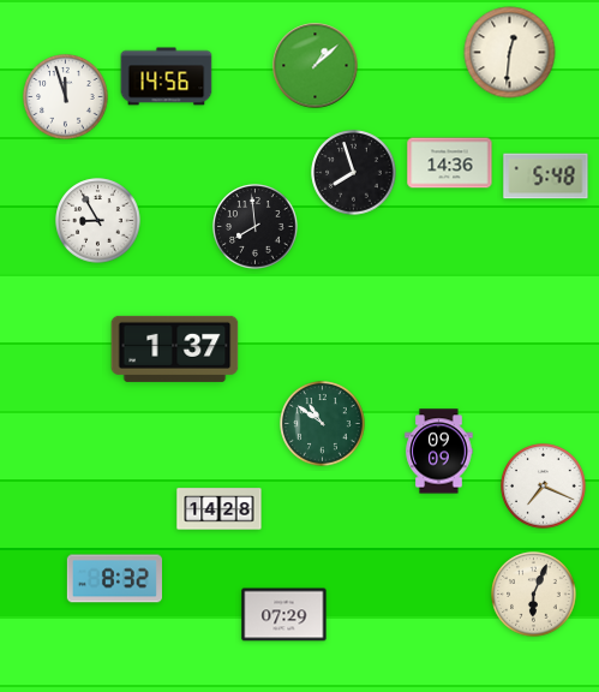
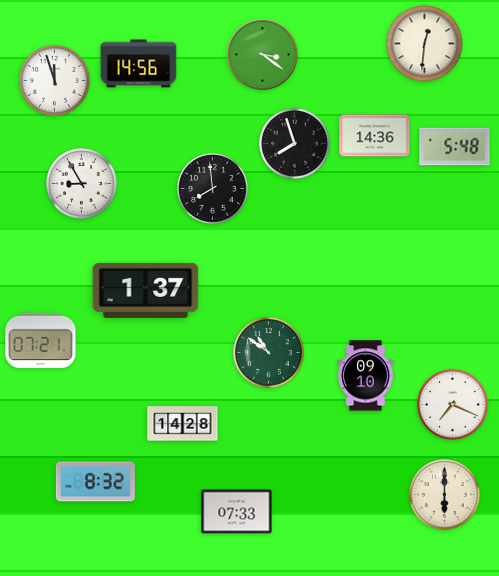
clock at (316, 66): 1:08 -> 3:21
clock at (41, 341): none -> 07:21
clock at (439, 452): 09:09 -> 09:10
clock at (534, 595): 6:04 -> 6:00
clock at (284, 615): 07:29 -> 07:33
